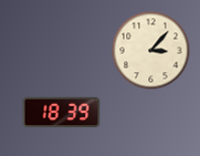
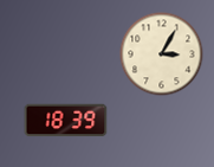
clock at (151, 51): 3:07 -> 3:05
